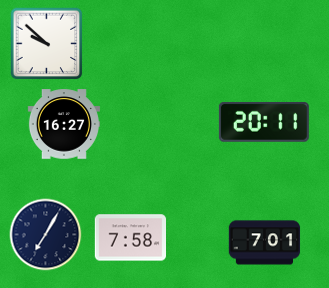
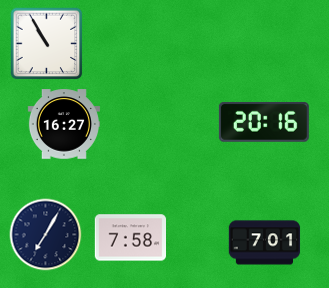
clock at (47, 44): 9:52 -> 10:55
clock at (264, 122): 20:11 -> 20:16
